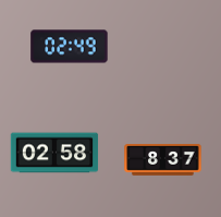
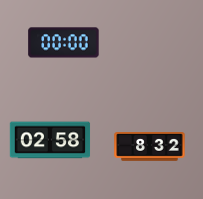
clock at (70, 47): 02:49 -> 00:00
clock at (163, 160): 8:37 -> 8:32
